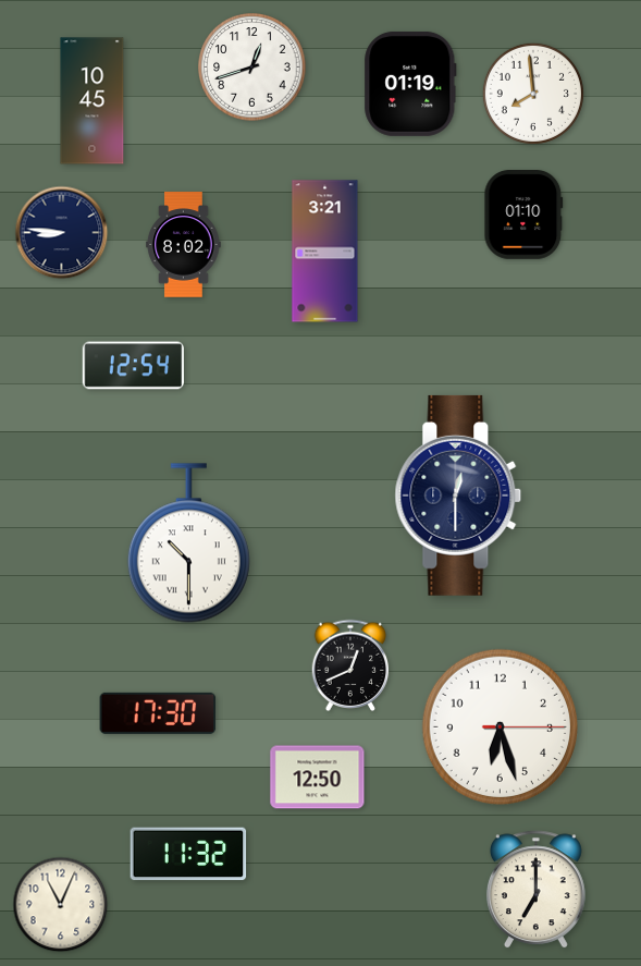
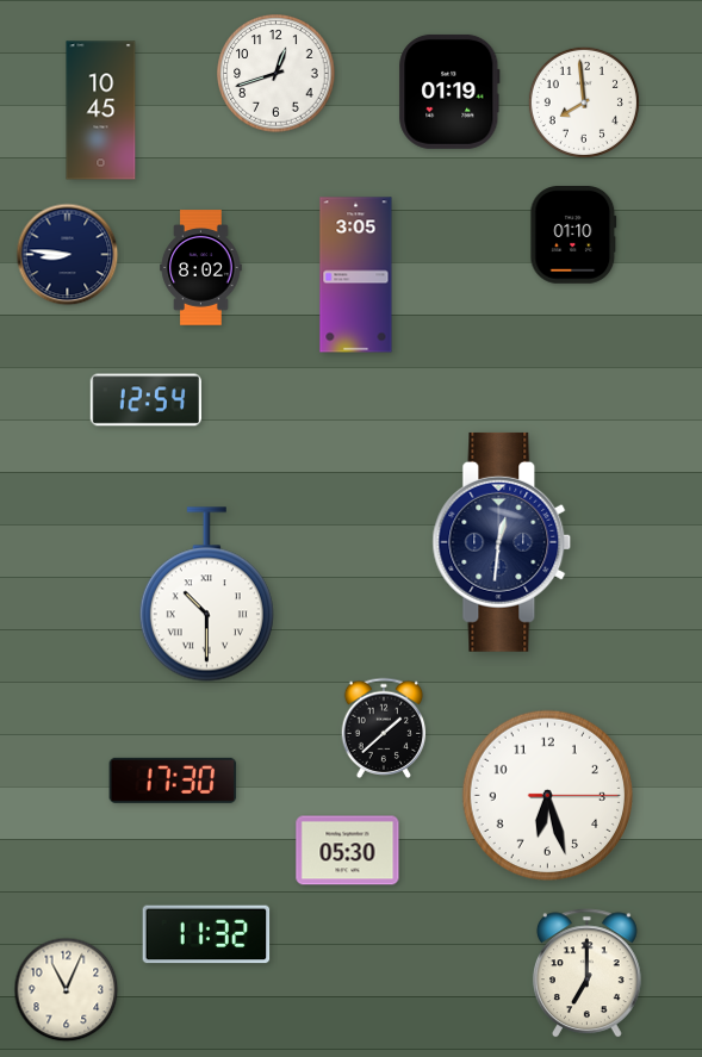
clock at (325, 252): 3:21 -> 3:05
clock at (458, 496): 12:30 -> 12:31
clock at (350, 664): 12:41 -> 1:38
clock at (318, 778): 12:50 -> 05:30
